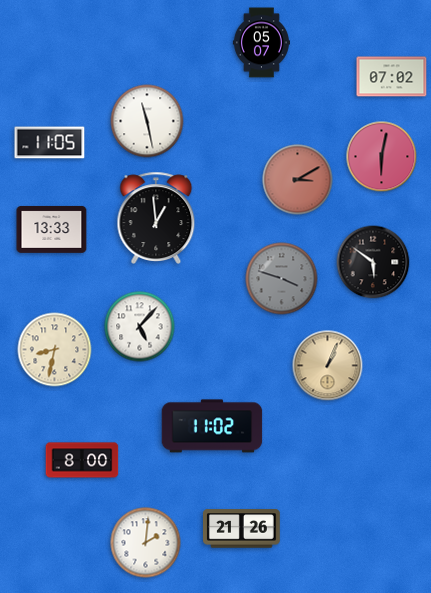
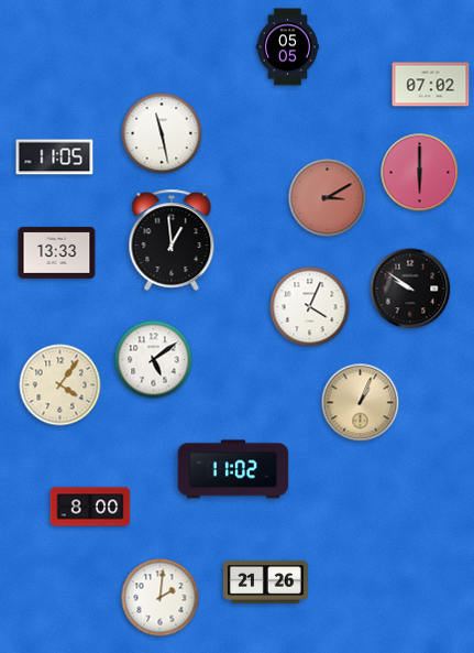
clock at (261, 43): 05:07 -> 05:05
clock at (382, 157): 6:02 -> 6:00
clock at (373, 262): 5:51 -> 9:51
clock at (282, 279): 3:48 -> 4:04
clock at (282, 279) dial: grey -> white
clock at (140, 327): 5:07 -> 5:09
clock at (55, 350): 8:32 -> 4:06
